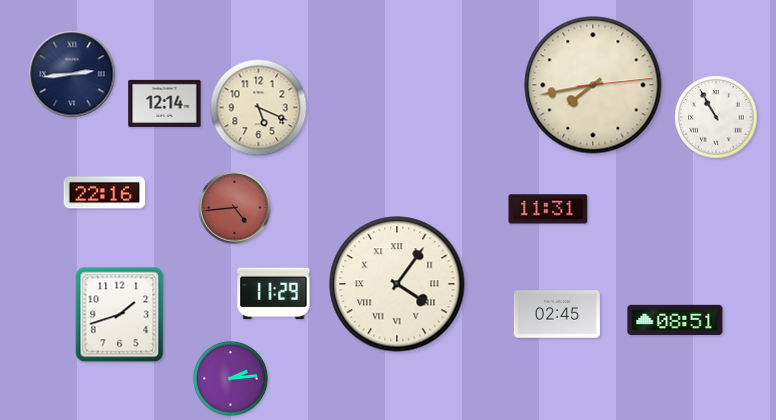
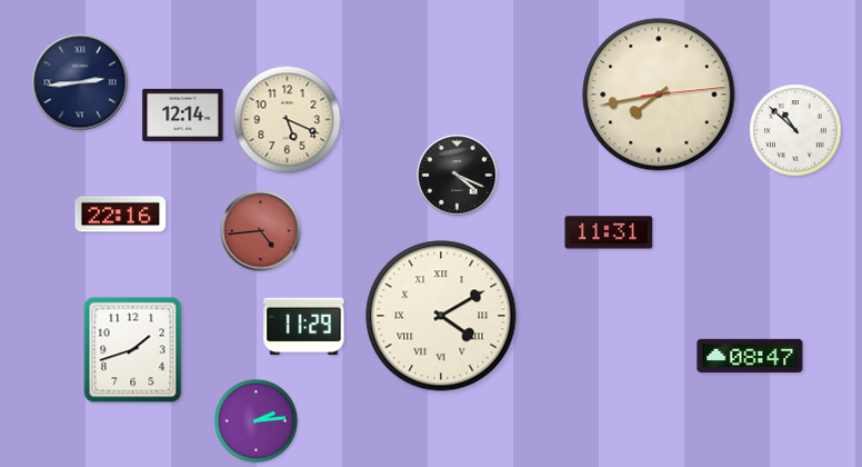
clock at (716, 117): 10:55 -> 10:52
clock at (458, 176): none -> 4:19
clock at (105, 193) position: (105, 193) -> (121, 215)
clock at (397, 284): 4:06 -> 4:10
clock at (557, 314): 02:45 -> none
clock at (675, 320): 08:51 -> 08:47
